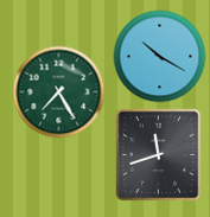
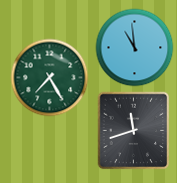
clock at (159, 56): 10:20 -> 10:59
